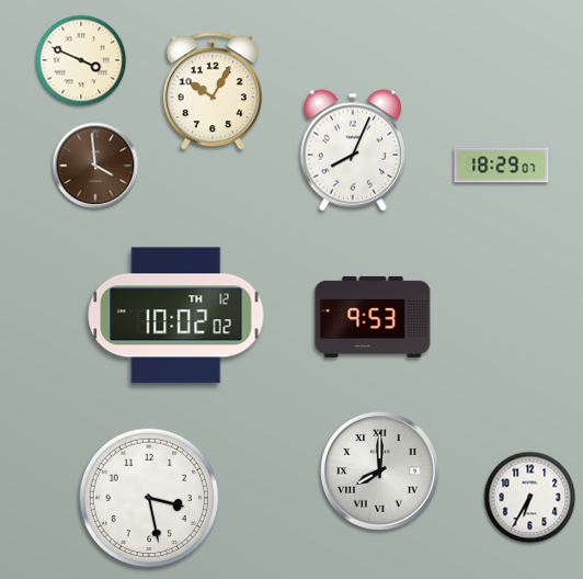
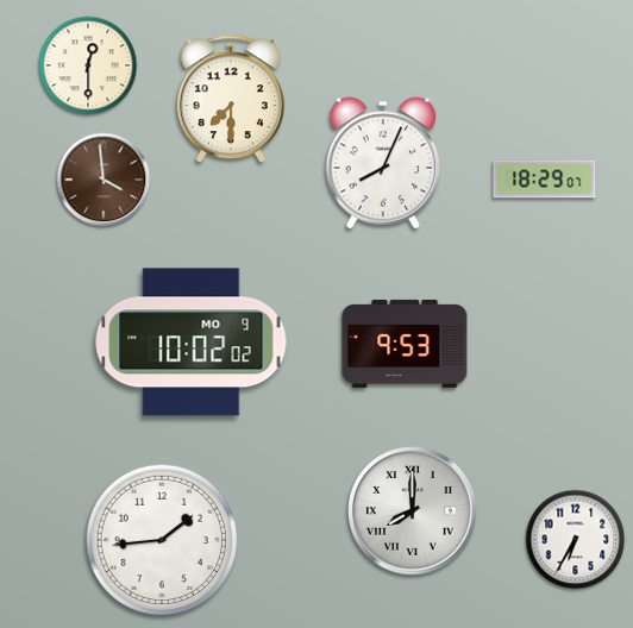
clock at (81, 60): 3:49 -> 12:30
clock at (213, 92): 10:05 -> 7:30
clock at (176, 316) date: TH 12 -> MO 9
clock at (149, 498): 3:28 -> 1:44
